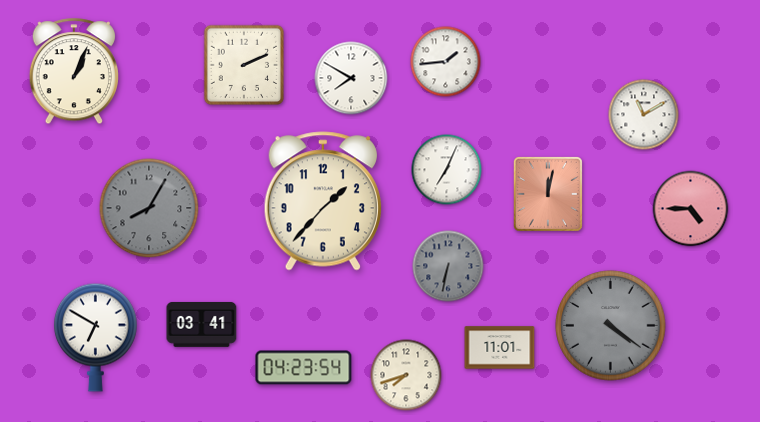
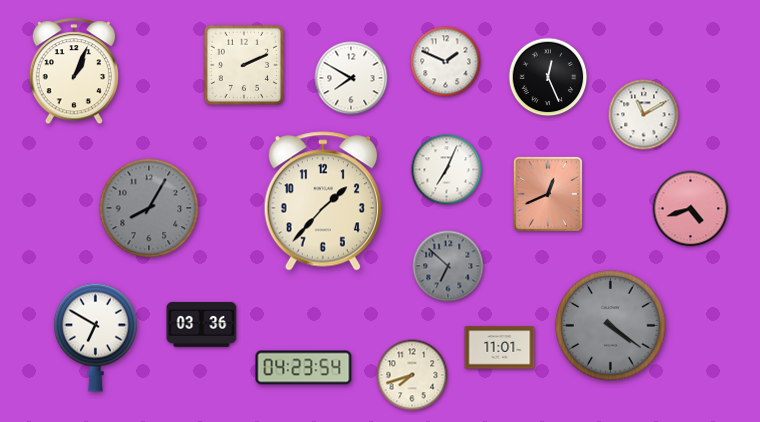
clock at (446, 62): 1:44 -> 1:49
clock at (548, 77): none -> 12:26
clock at (548, 194): 12:02 -> 12:41
clock at (691, 209): 4:45 -> 4:42
clock at (448, 266): 6:32 -> 6:52
clock at (202, 324): 03:41 -> 03:36
clock at (406, 375) position: (406, 375) -> (412, 375)
